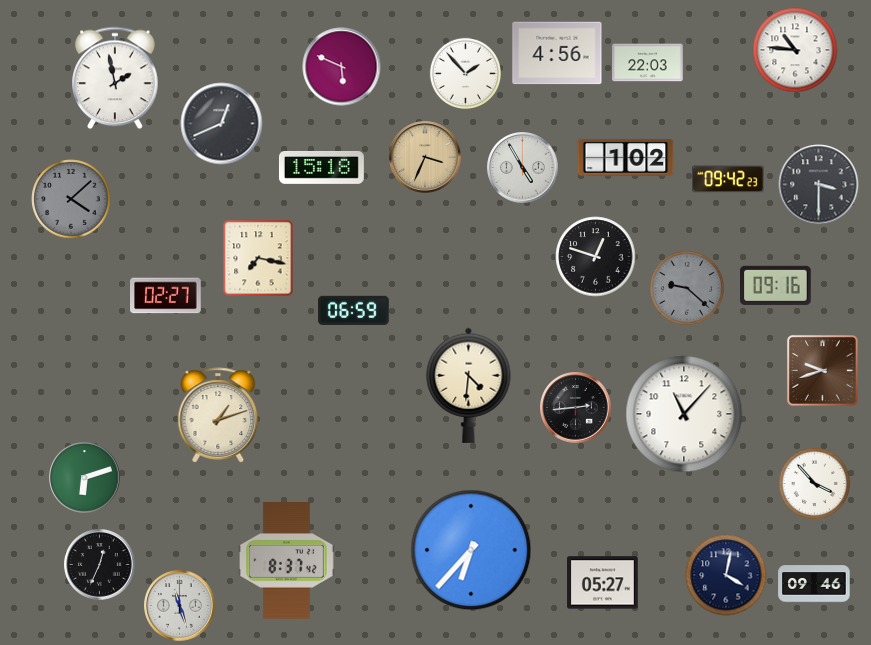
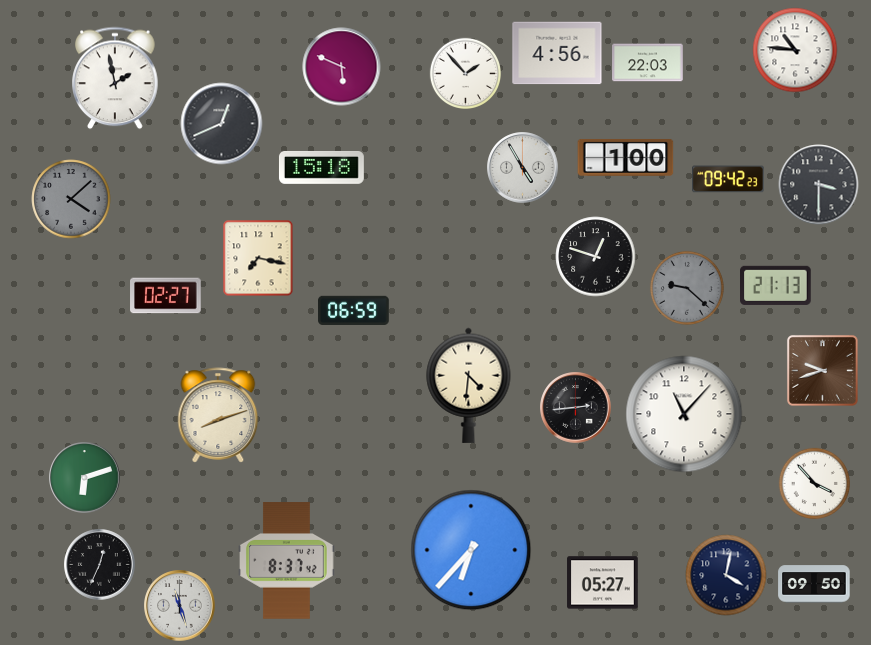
clock at (425, 157): 3:34 -> none
clock at (626, 157): 1:02 -> 1:00
clock at (776, 285): 09:16 -> 21:13
clock at (218, 415): 1:12 -> 8:12
clock at (814, 584): 09:46 -> 09:50
